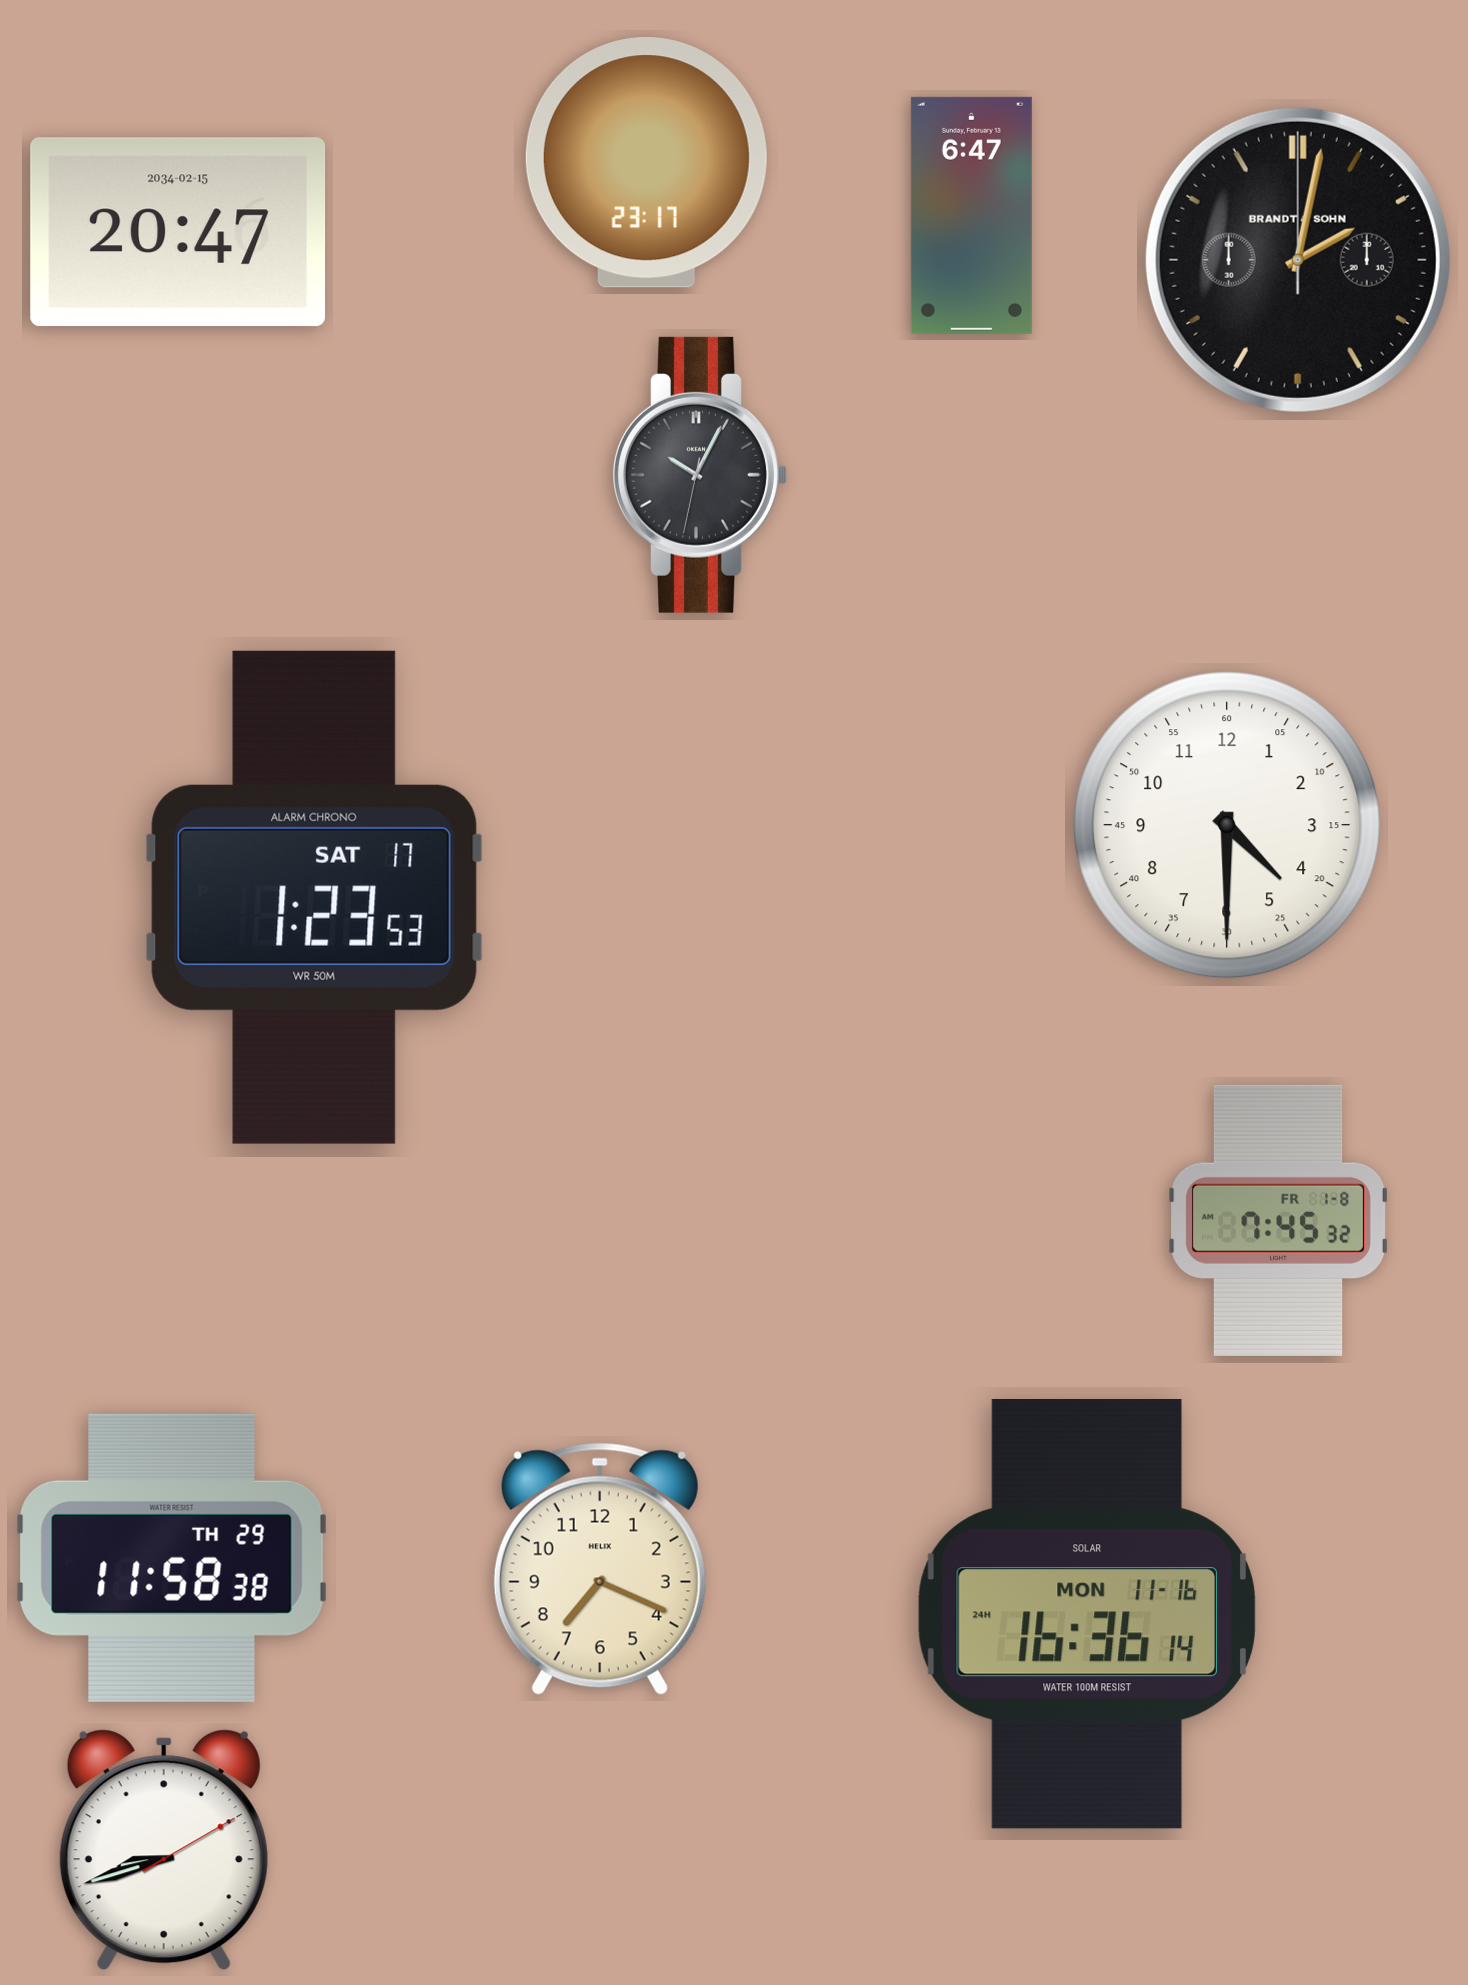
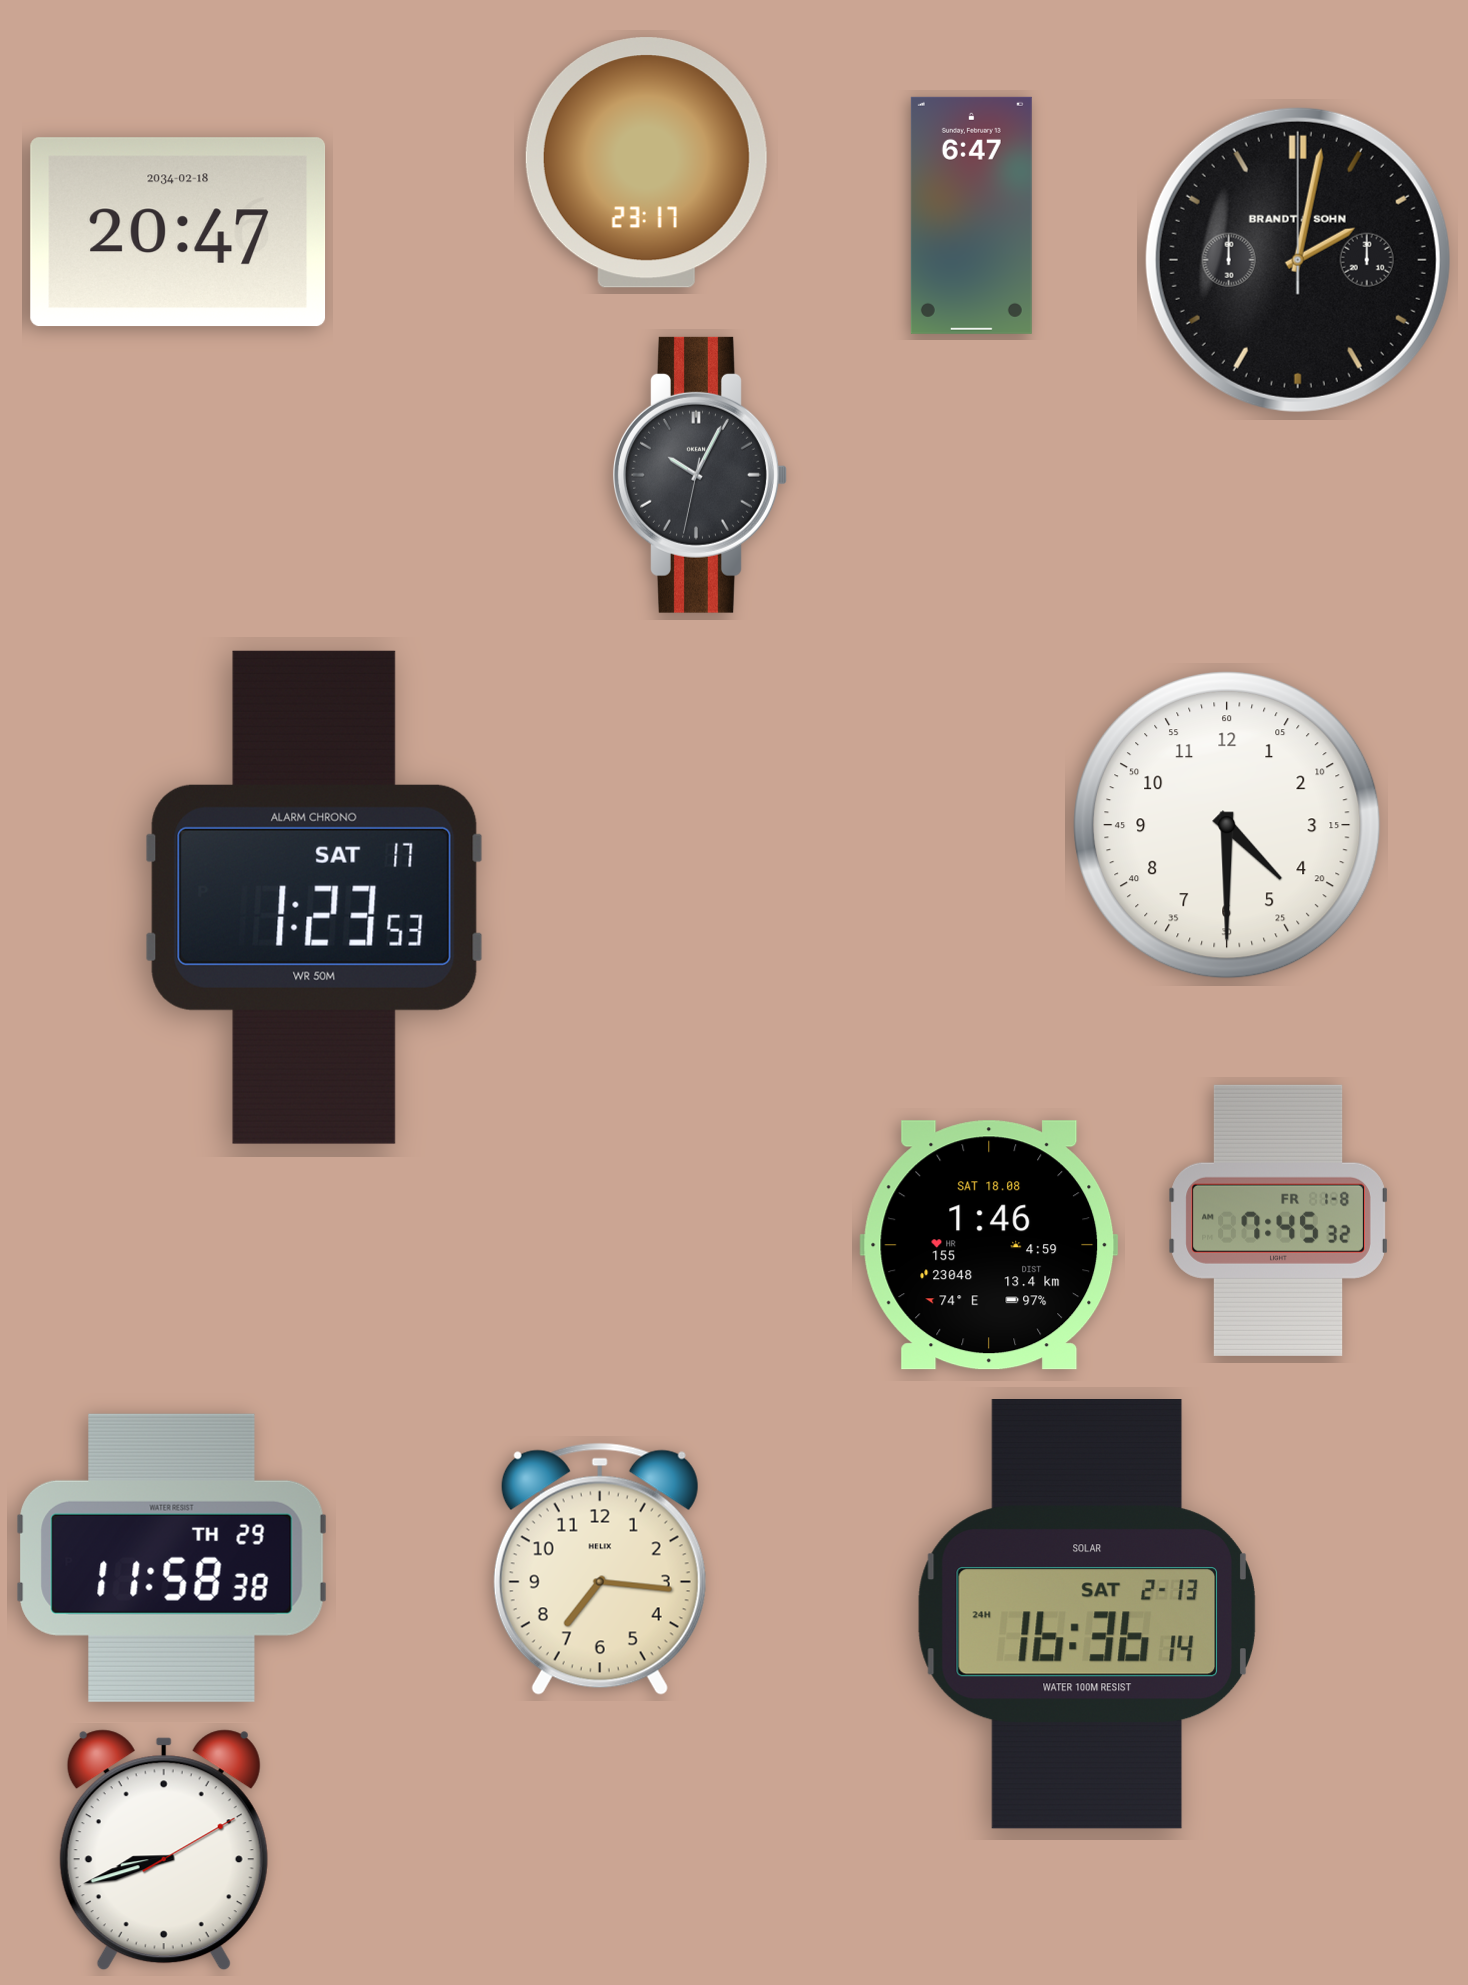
clock at (178, 232) date: 2034-02-15 -> 2034-02-18
clock at (989, 1245): none -> 1:46
clock at (600, 1569): 7:19 -> 7:16
clock at (1087, 1615) date: MON 11-16 -> SAT 2-13
